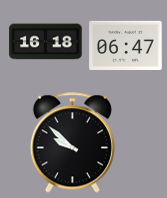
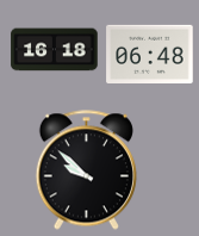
clock at (126, 45): 06:47 -> 06:48
